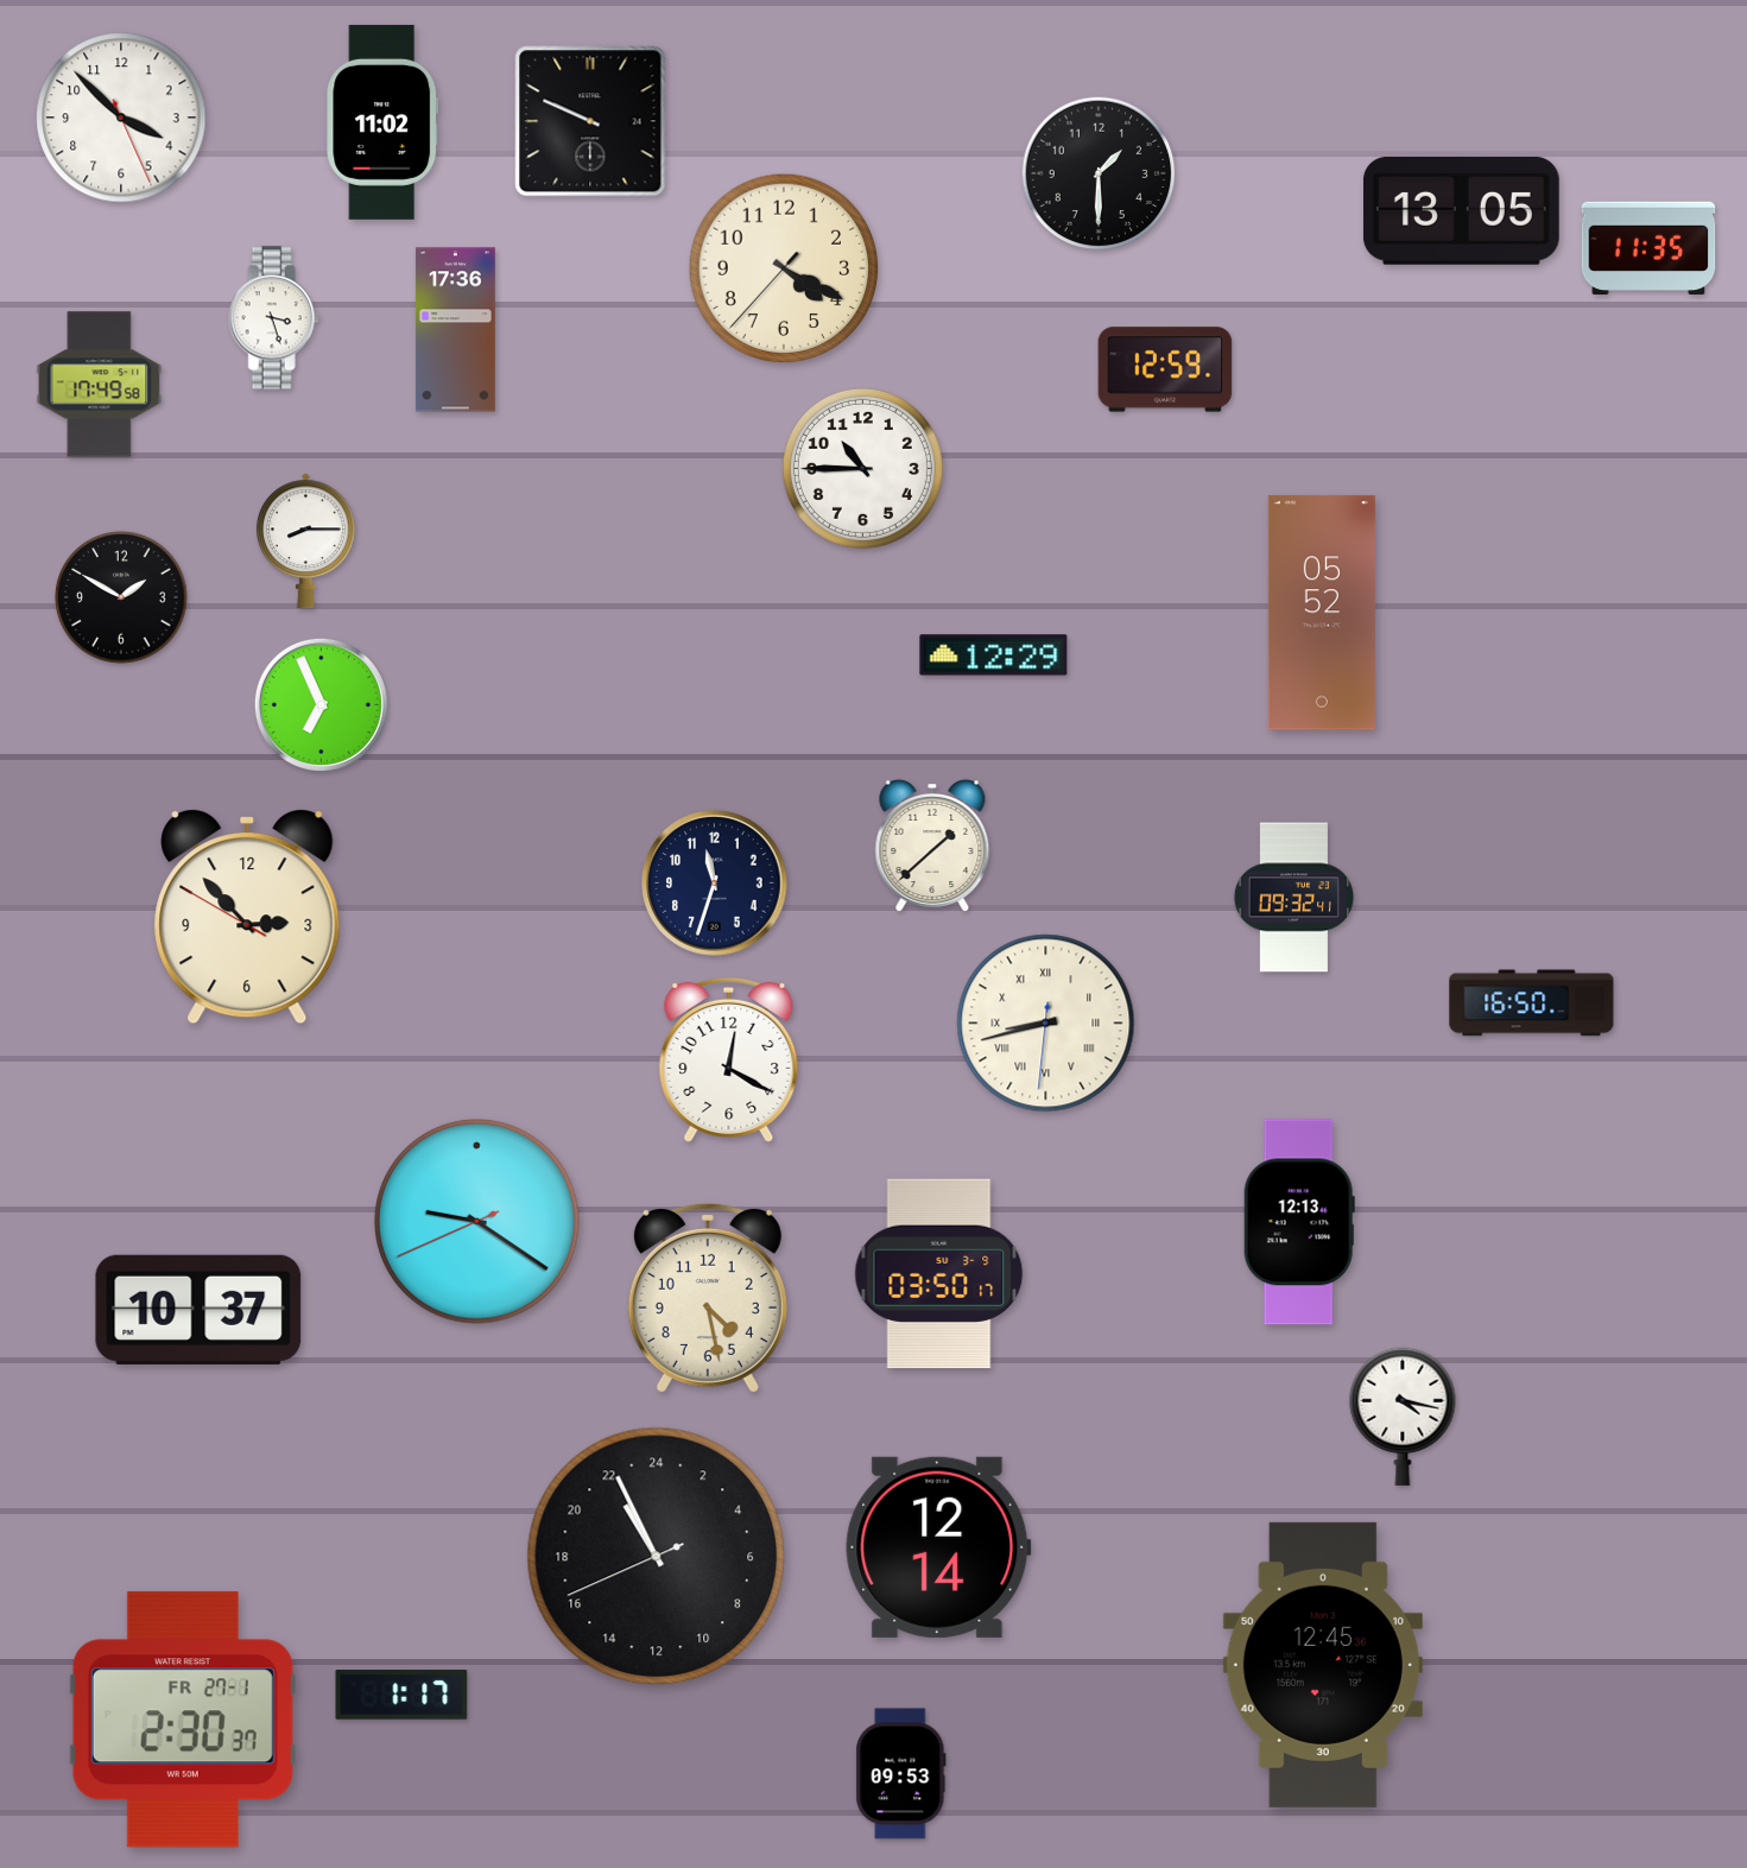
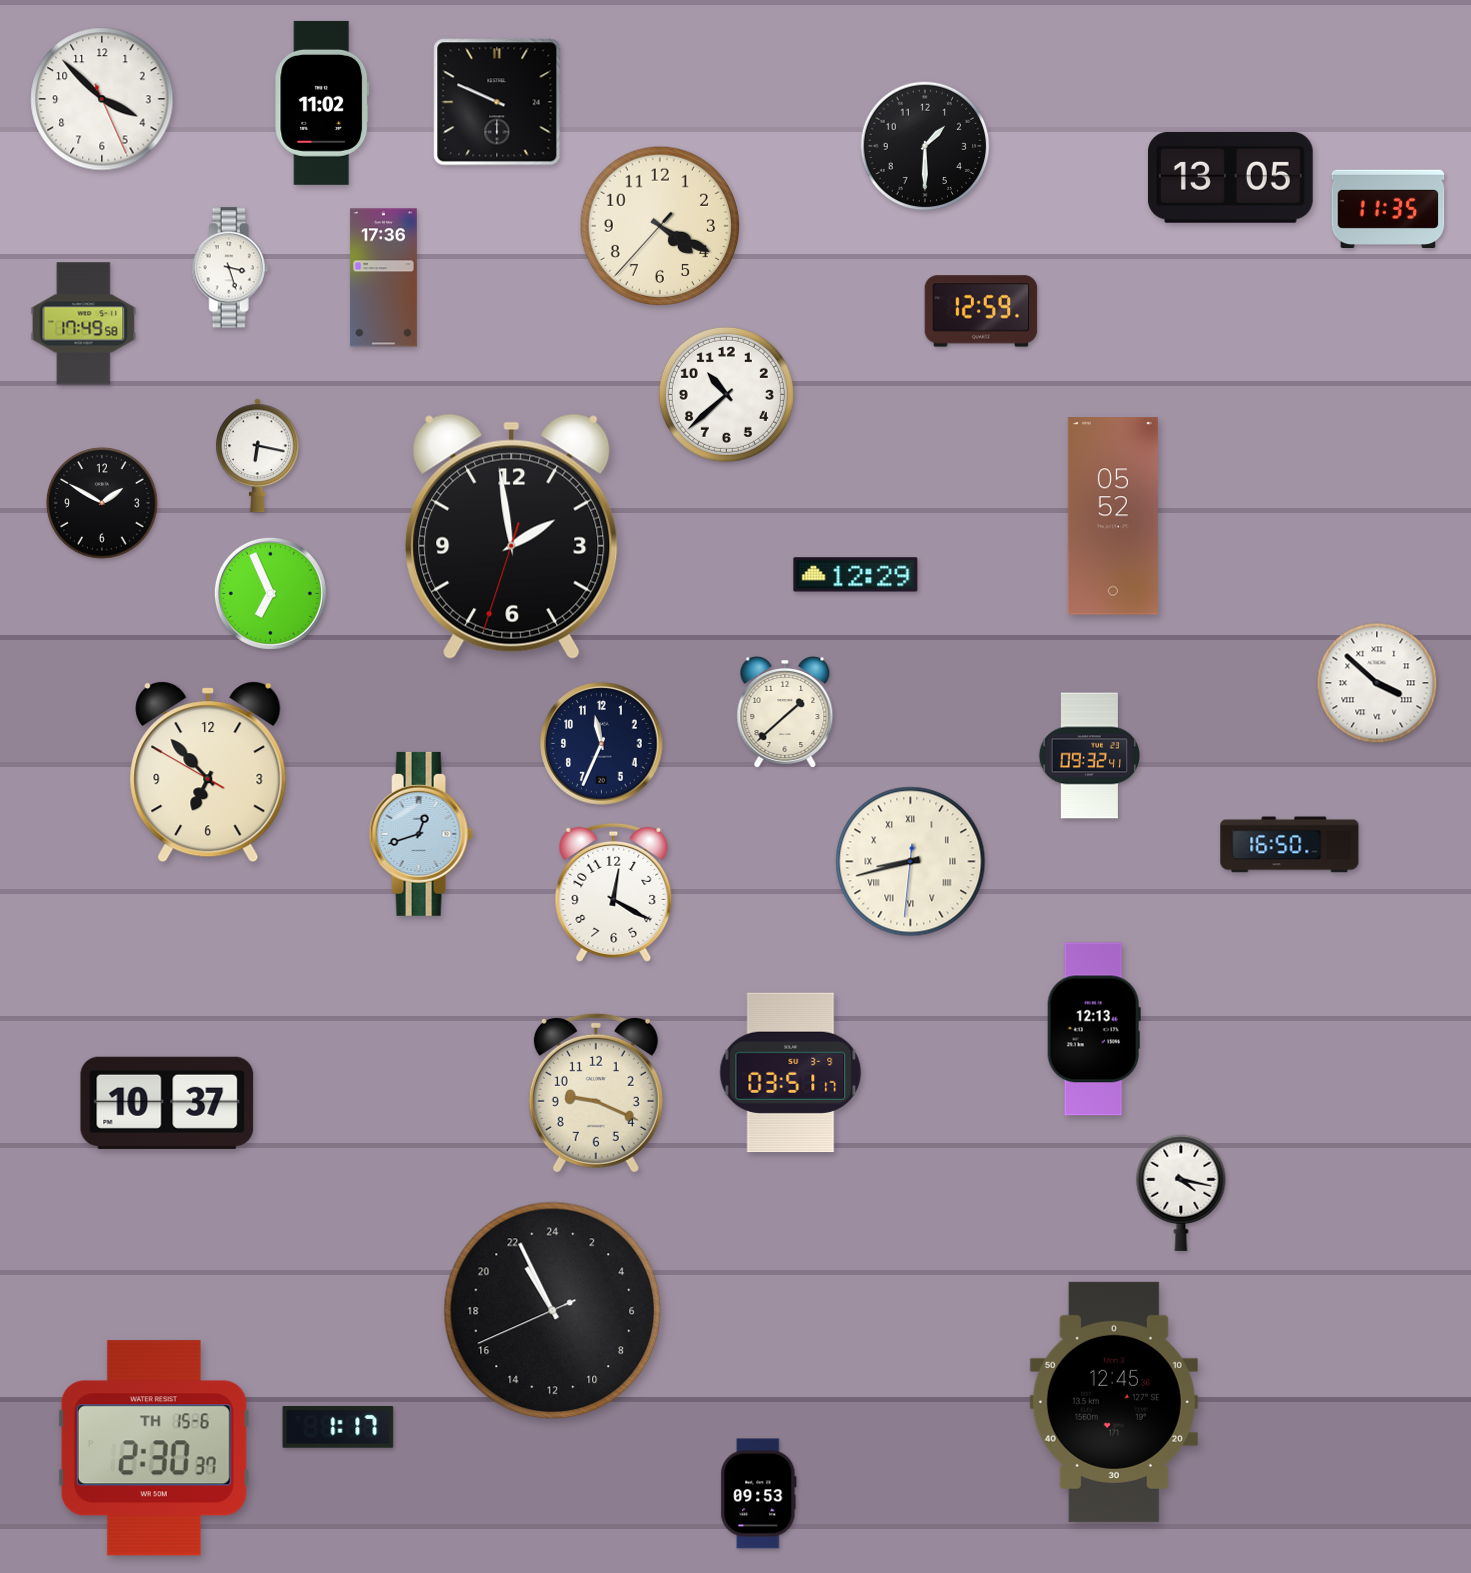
clock at (862, 468): 10:45 -> 10:38
clock at (306, 542): 8:15 -> 6:17
clock at (512, 536): none -> 1:58
clock at (994, 656) position: (994, 656) -> (856, 575)
clock at (1377, 683): none -> 3:52
clock at (715, 884): 11:33 -> 11:34
clock at (247, 918): 2:52 -> 6:52
clock at (421, 834): none -> 12:42
clock at (1046, 1024) position: (1046, 1024) -> (911, 862)
clock at (477, 1222): 9:20 -> none
clock at (939, 1274): 03:50 -> 03:51
clock at (708, 1298): 4:28 -> 9:19
clock at (938, 1547): 12:14 -> none
clock at (183, 1720) date: FR 27-1 -> TH 15-6
